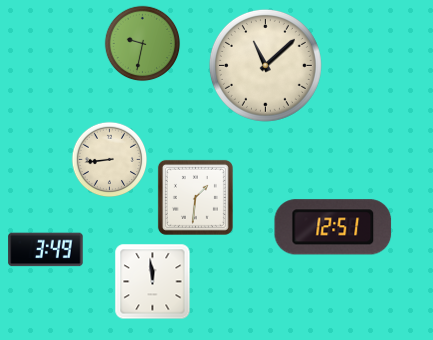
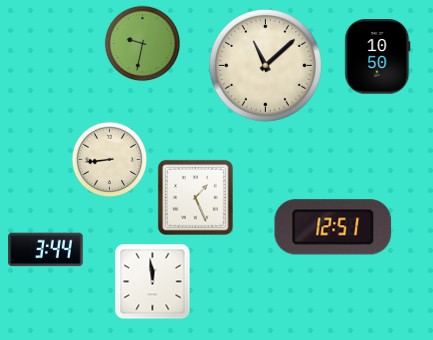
clock at (378, 57): none -> 10:50
clock at (195, 197): 1:31 -> 1:26
clock at (46, 250): 3:49 -> 3:44
